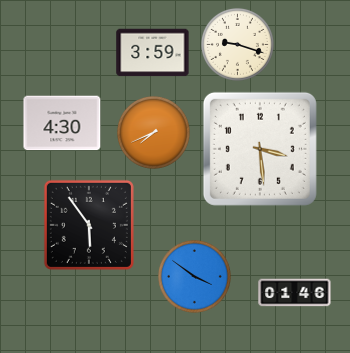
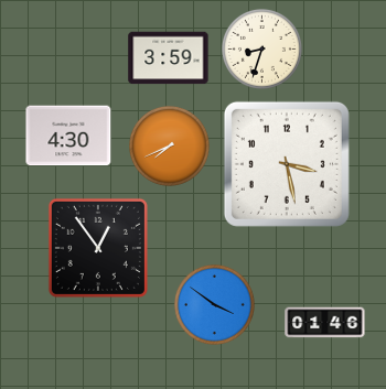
clock at (237, 44): 9:18 -> 8:33
clock at (260, 149): 3:29 -> 3:28
clock at (89, 225): 5:54 -> 12:54
